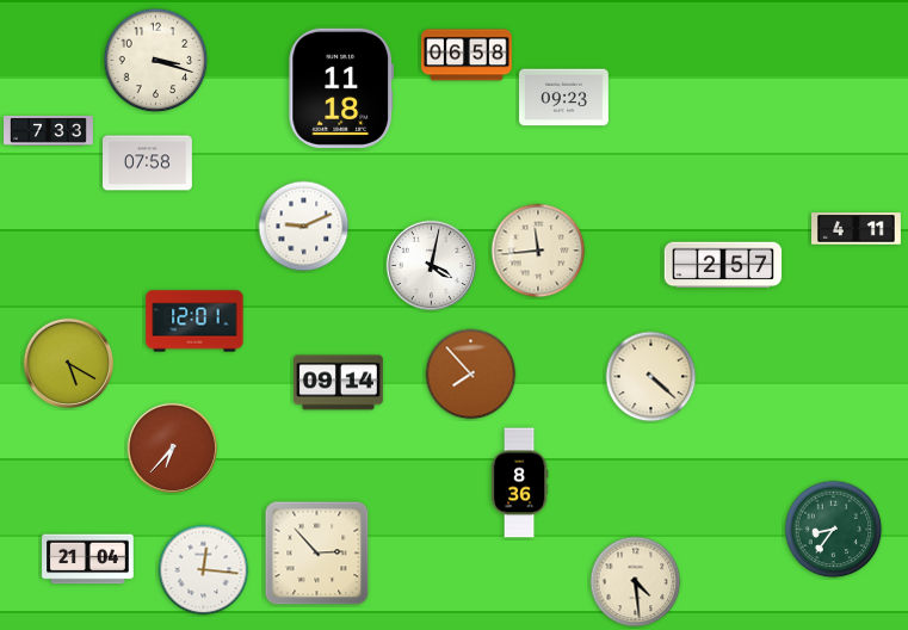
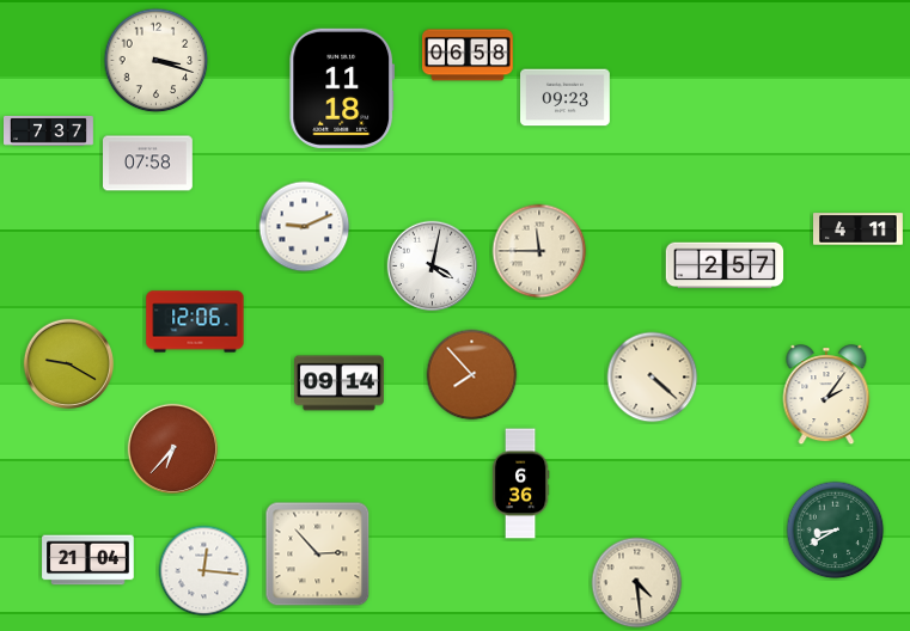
clock at (49, 131): 7:33 -> 7:37
clock at (538, 251): 11:44 -> 11:45
clock at (194, 321): 12:01 -> 12:06
clock at (69, 364): 5:20 -> 9:20
clock at (826, 396): none -> 2:06
clock at (519, 483): 8:36 -> 6:36
clock at (834, 530): 8:36 -> 8:40
